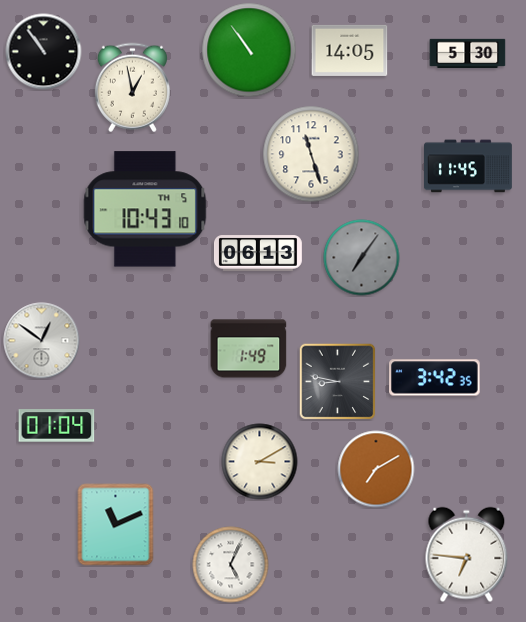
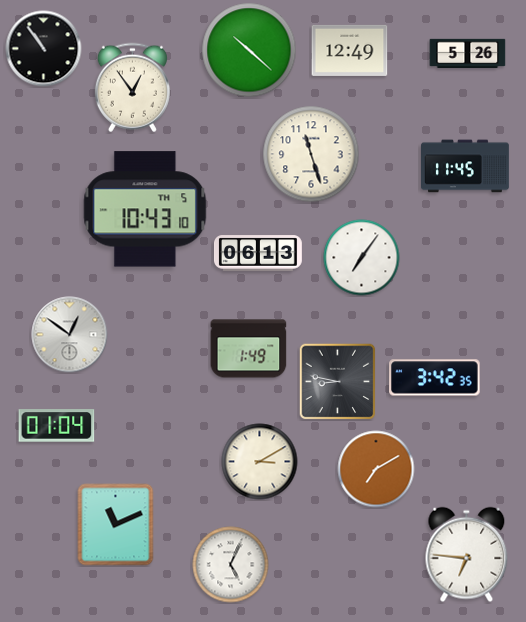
clock at (249, 50): 10:54 -> 10:22
clock at (350, 50): 14:05 -> 12:49
clock at (44, 52) position: (44, 52) -> (44, 49)
clock at (468, 54): 5:30 -> 5:26
clock at (132, 88): 12:58 -> 12:54
clock at (469, 166) position: (469, 166) -> (466, 166)
clock at (362, 258) dial: grey -> white
clock at (42, 341) position: (42, 341) -> (70, 335)
